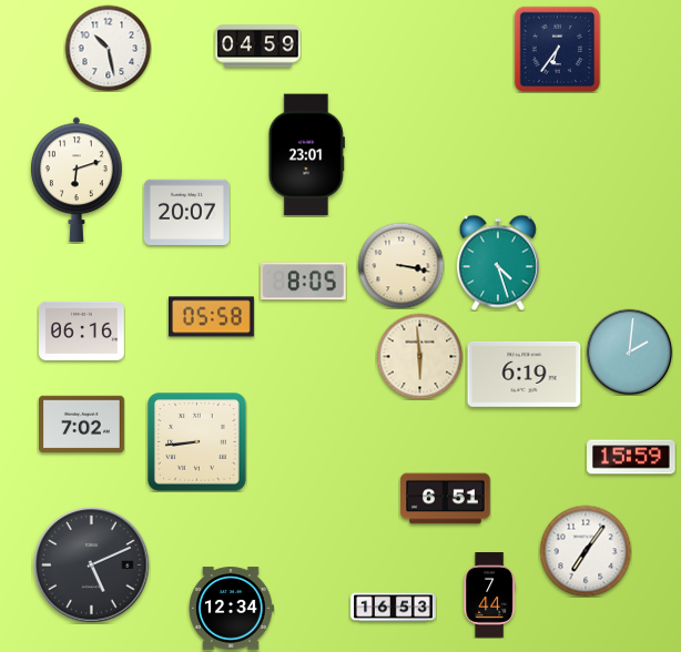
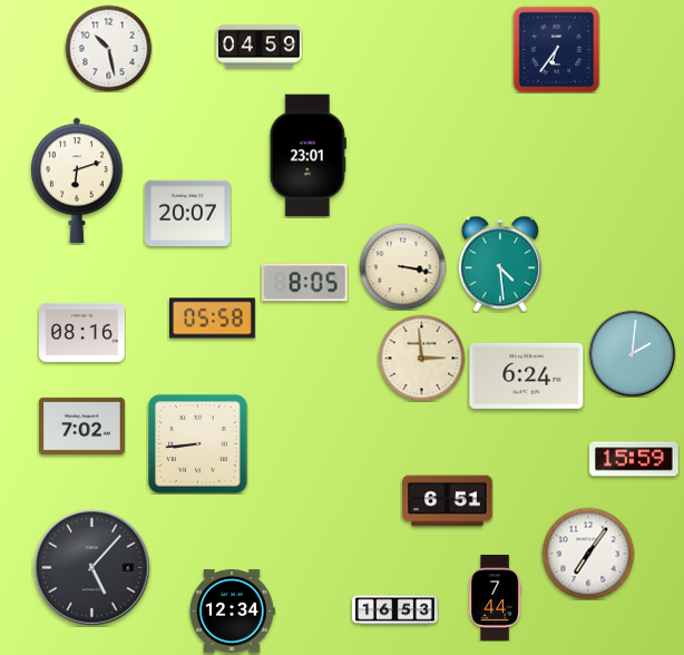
clock at (557, 49) position: (557, 49) -> (556, 49)
clock at (498, 263): 4:27 -> 4:29
clock at (82, 330): 06:16 -> 08:16
clock at (419, 356): 5:59 -> 2:59
clock at (525, 374): 6:19 -> 6:24
clock at (92, 566): 5:11 -> 5:07
clock at (489, 595) position: (489, 595) -> (495, 598)
